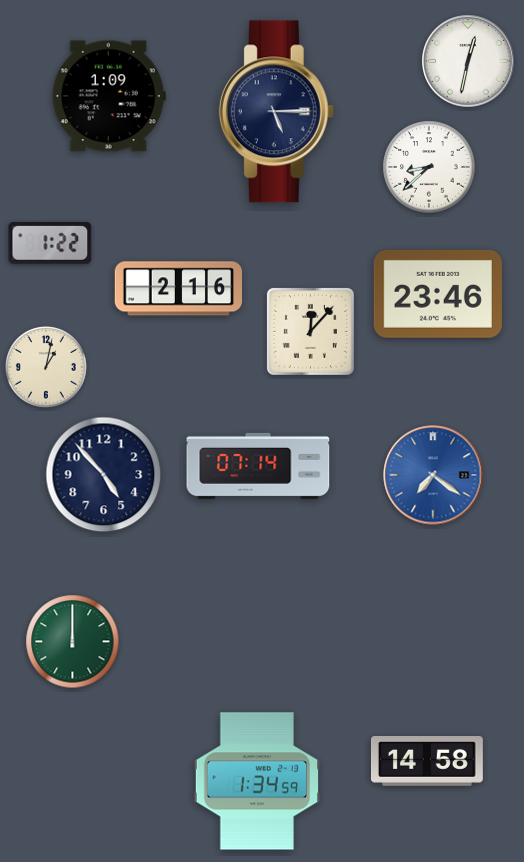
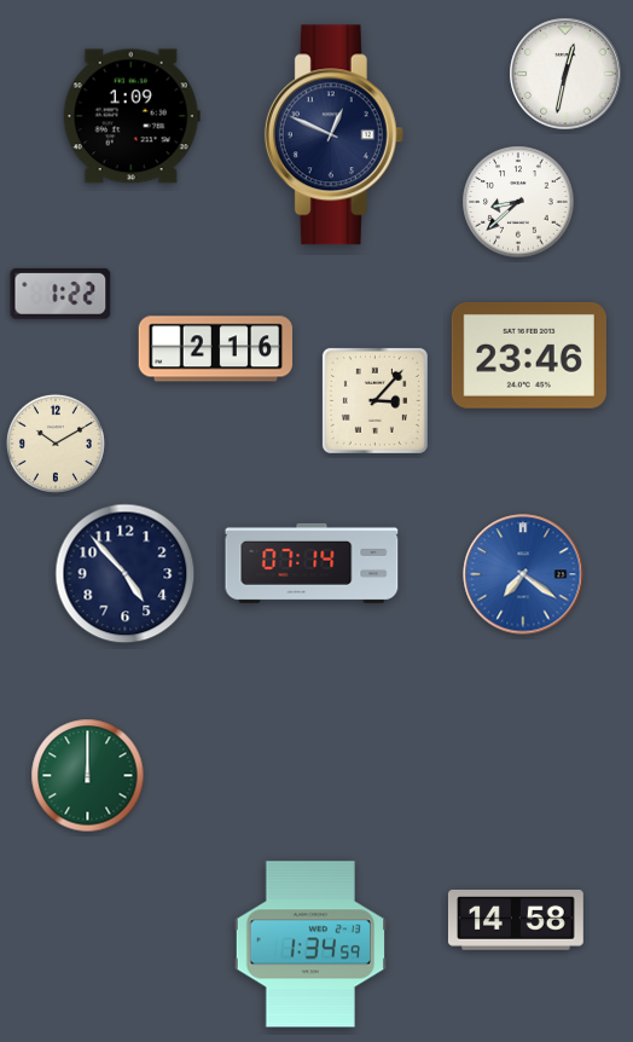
clock at (276, 112): 5:15 -> 12:49
clock at (310, 331): 12:07 -> 3:07
clock at (46, 367): 1:02 -> 10:10
